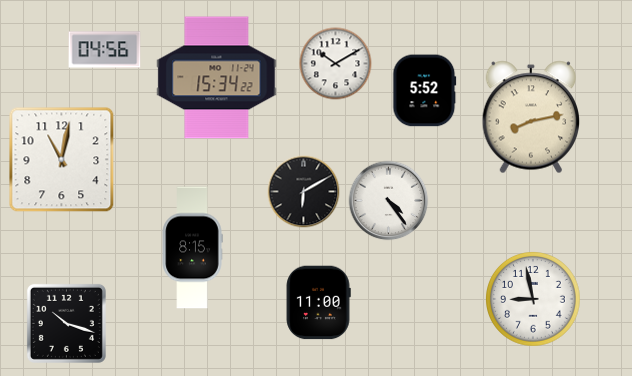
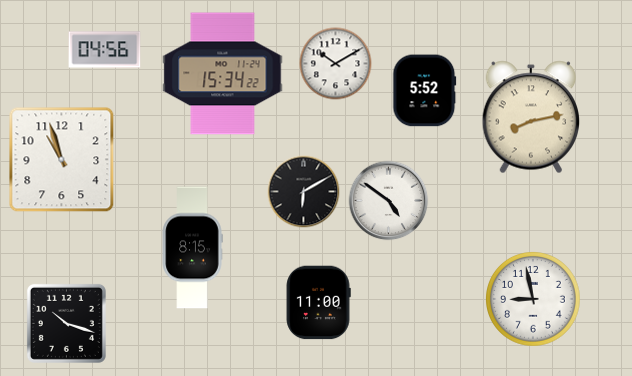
clock at (217, 78) position: (217, 78) -> (223, 74)
clock at (62, 160): 11:02 -> 10:57
clock at (389, 201): 4:24 -> 4:51
